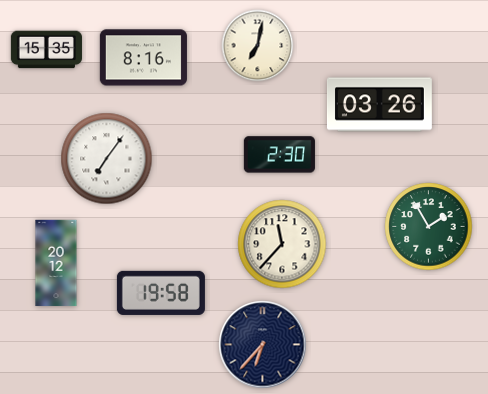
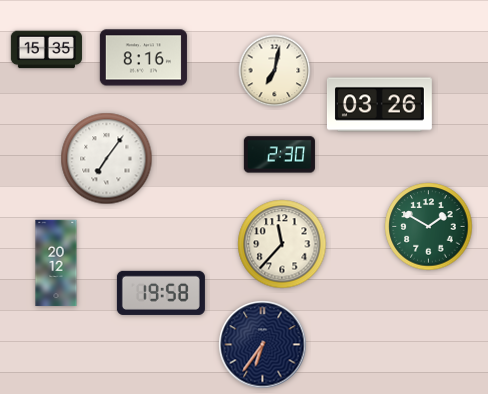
clock at (258, 46) position: (258, 46) -> (275, 71)
clock at (429, 227): 1:55 -> 1:50
clock at (263, 345): 6:37 -> 6:36
